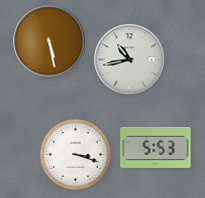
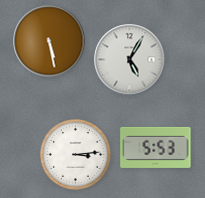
clock at (130, 60): 10:43 -> 5:05
clock at (76, 155): 3:18 -> 3:14
